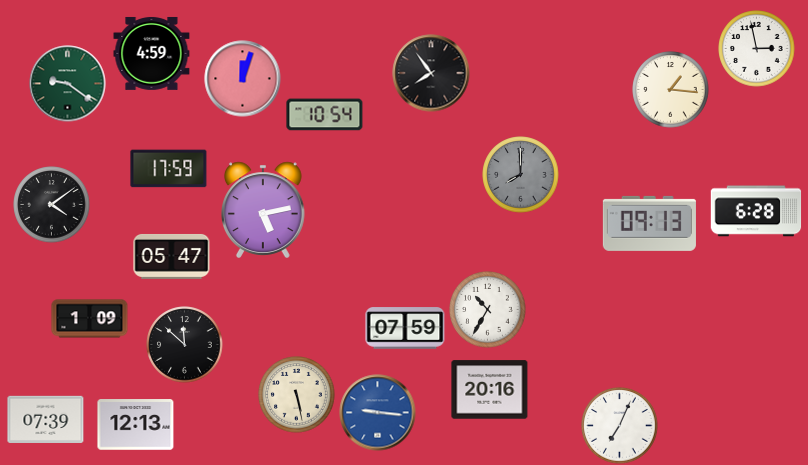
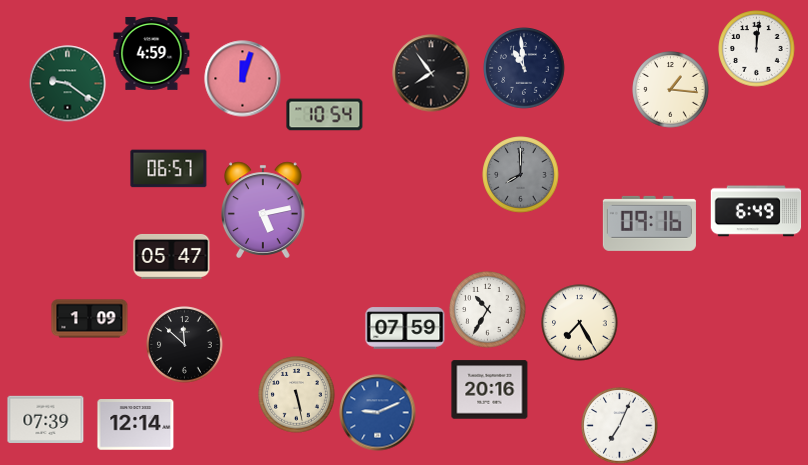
clock at (757, 49): 2:58 -> 12:01
clock at (524, 68): none -> 10:59
clock at (169, 169): 17:59 -> 06:57
clock at (52, 205): 4:09 -> none
clock at (756, 211): 6:28 -> 6:49
clock at (649, 223): 09:13 -> 09:16
clock at (580, 323): none -> 7:25
clock at (378, 413): 9:16 -> 9:11
clock at (136, 425): 12:13 -> 12:14
